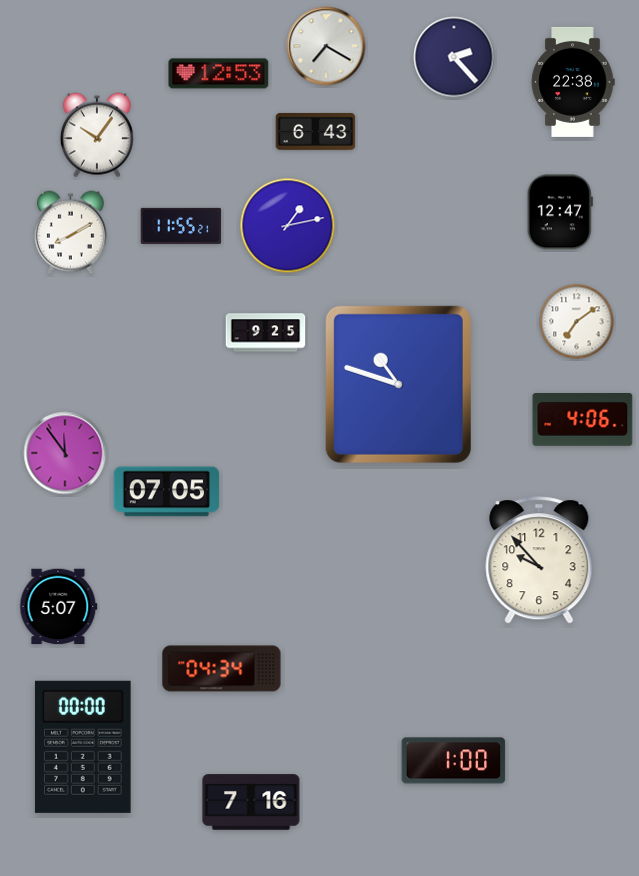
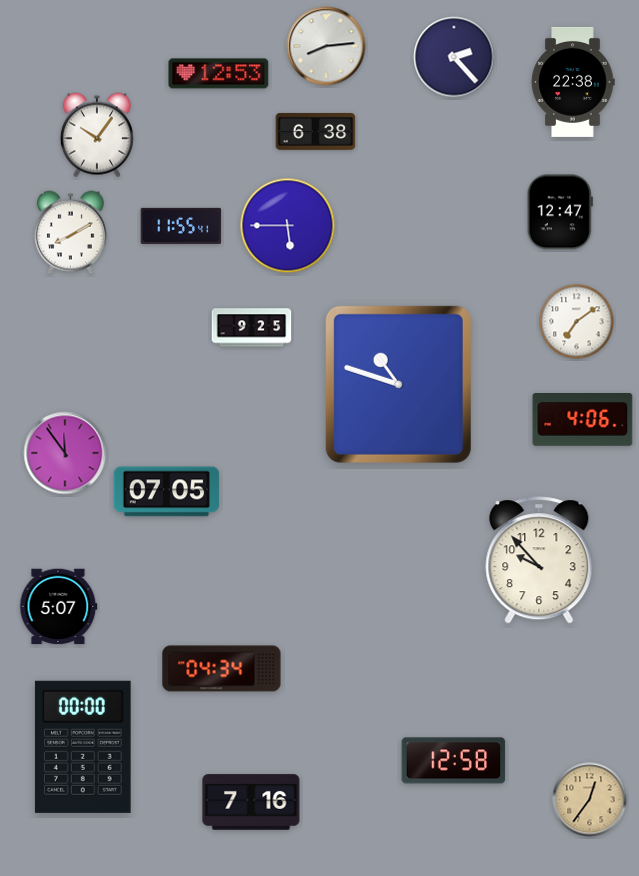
clock at (326, 46): 7:20 -> 8:14
clock at (316, 131): 6:43 -> 6:38
clock at (181, 226): 11:55:21 -> 11:55:41
clock at (288, 226): 1:13 -> 5:45
clock at (266, 333) position: (266, 333) -> (252, 328)
clock at (454, 761): 1:00 -> 12:58
clock at (590, 800): none -> 12:36
